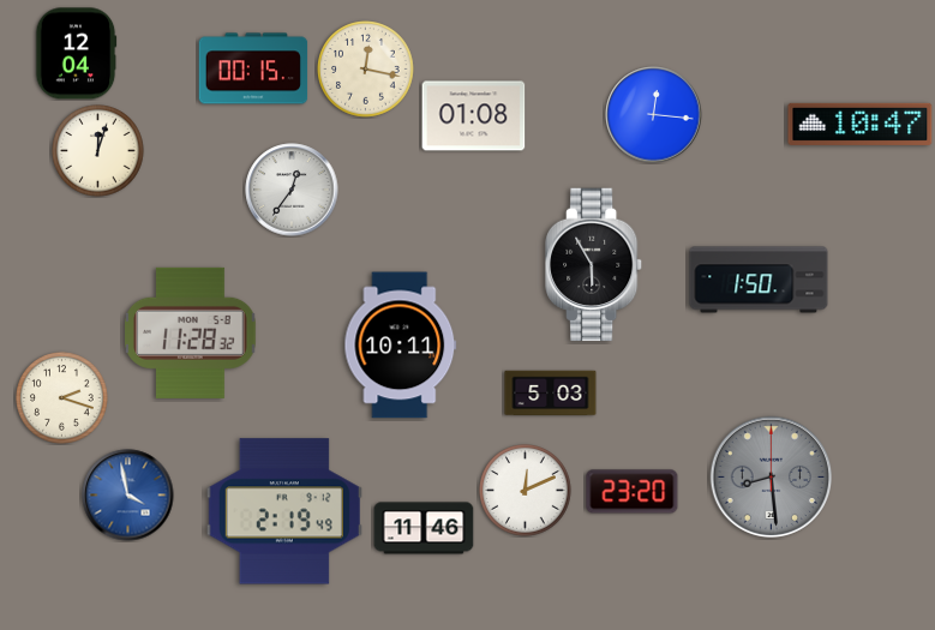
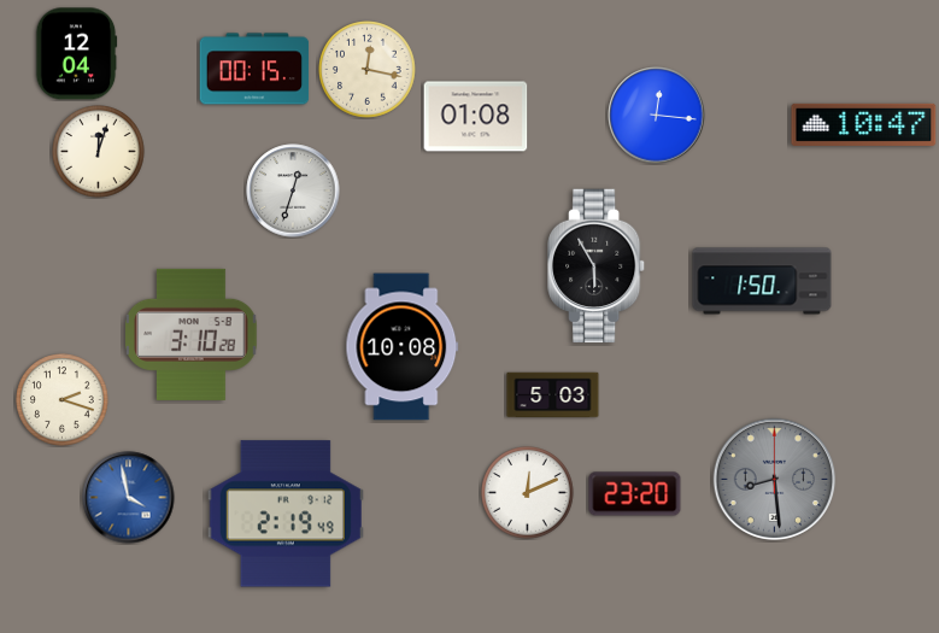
clock at (292, 190): 12:36 -> 12:33
clock at (191, 332): 11:28 -> 3:10
clock at (401, 346): 10:11 -> 10:08
clock at (424, 528): 11:46 -> none
